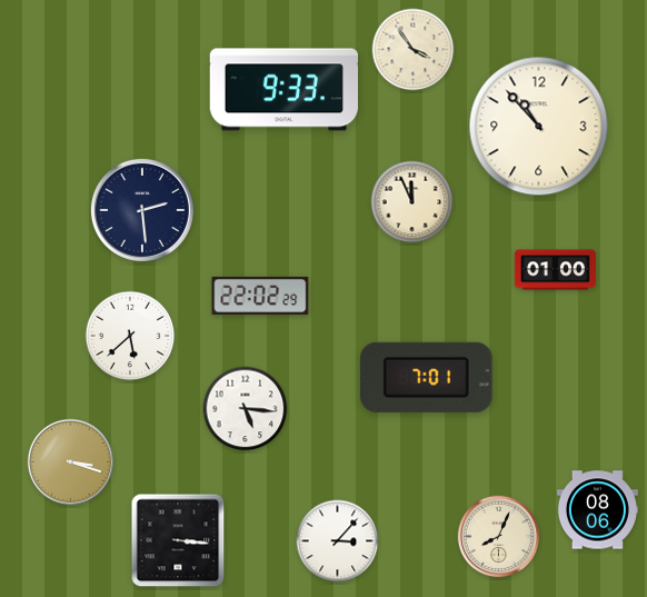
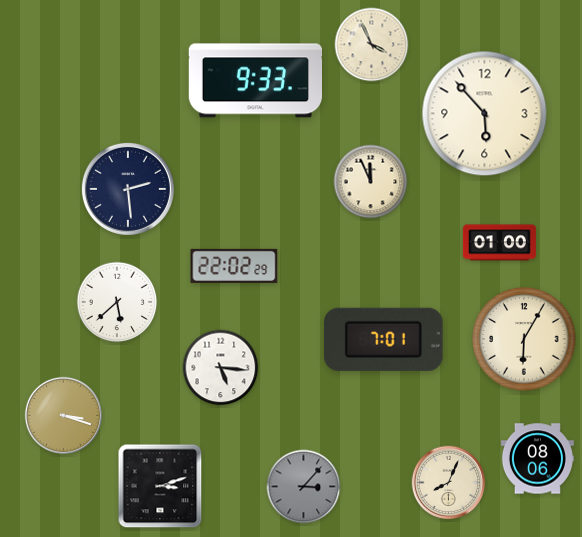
clock at (414, 50): 3:54 -> 3:56
clock at (539, 127): 10:53 -> 5:53
clock at (524, 339): none -> 6:05
clock at (178, 540): 3:16 -> 3:12
clock at (338, 541) dial: white -> grey
